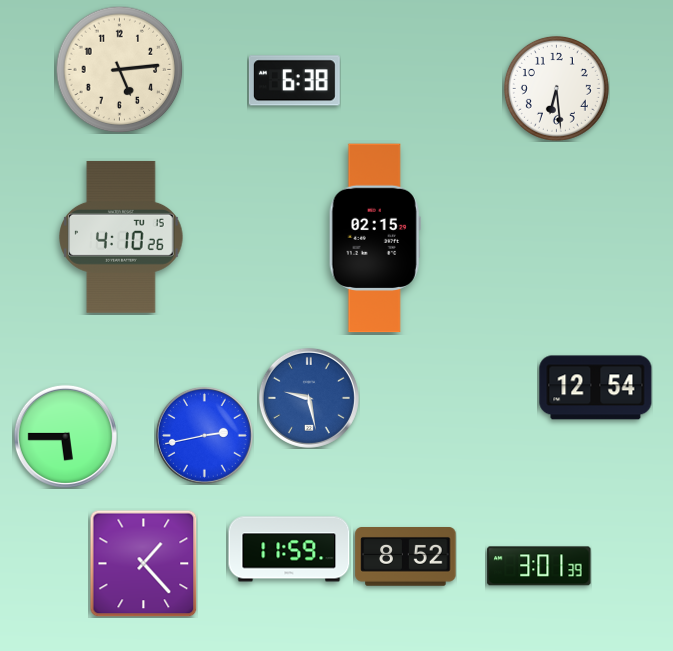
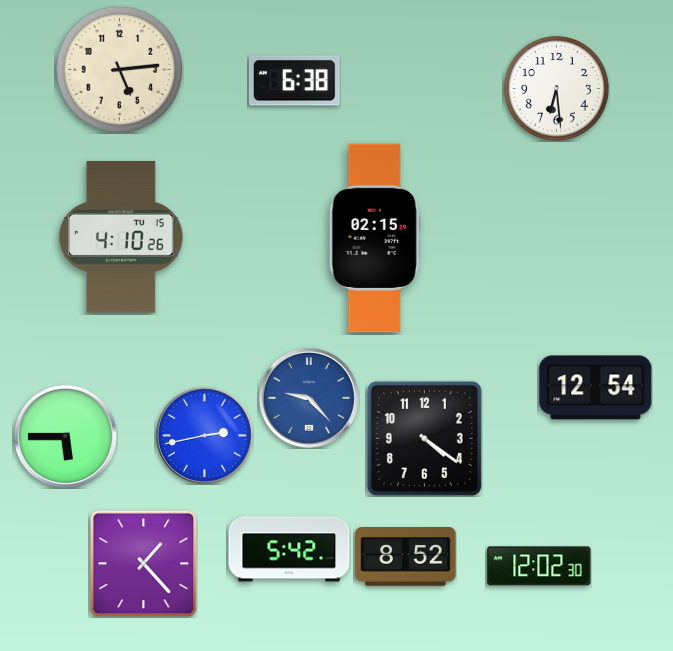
clock at (309, 398): 9:28 -> 9:23
clock at (424, 438): none -> 4:21
clock at (289, 549): 11:59 -> 5:42
clock at (539, 566): 3:01 -> 12:02
